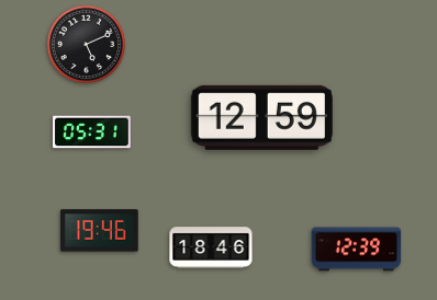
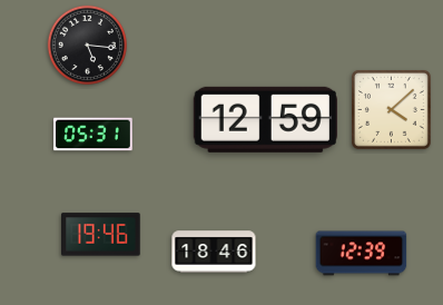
clock at (86, 44): 5:11 -> 5:16
clock at (391, 109): none -> 4:08
